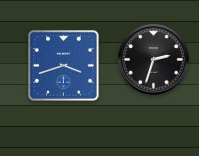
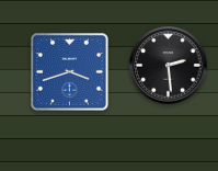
clock at (154, 60): 2:33 -> 2:29
